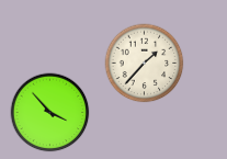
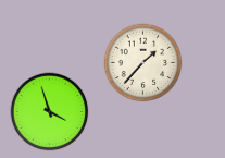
clock at (50, 113): 3:53 -> 3:57
